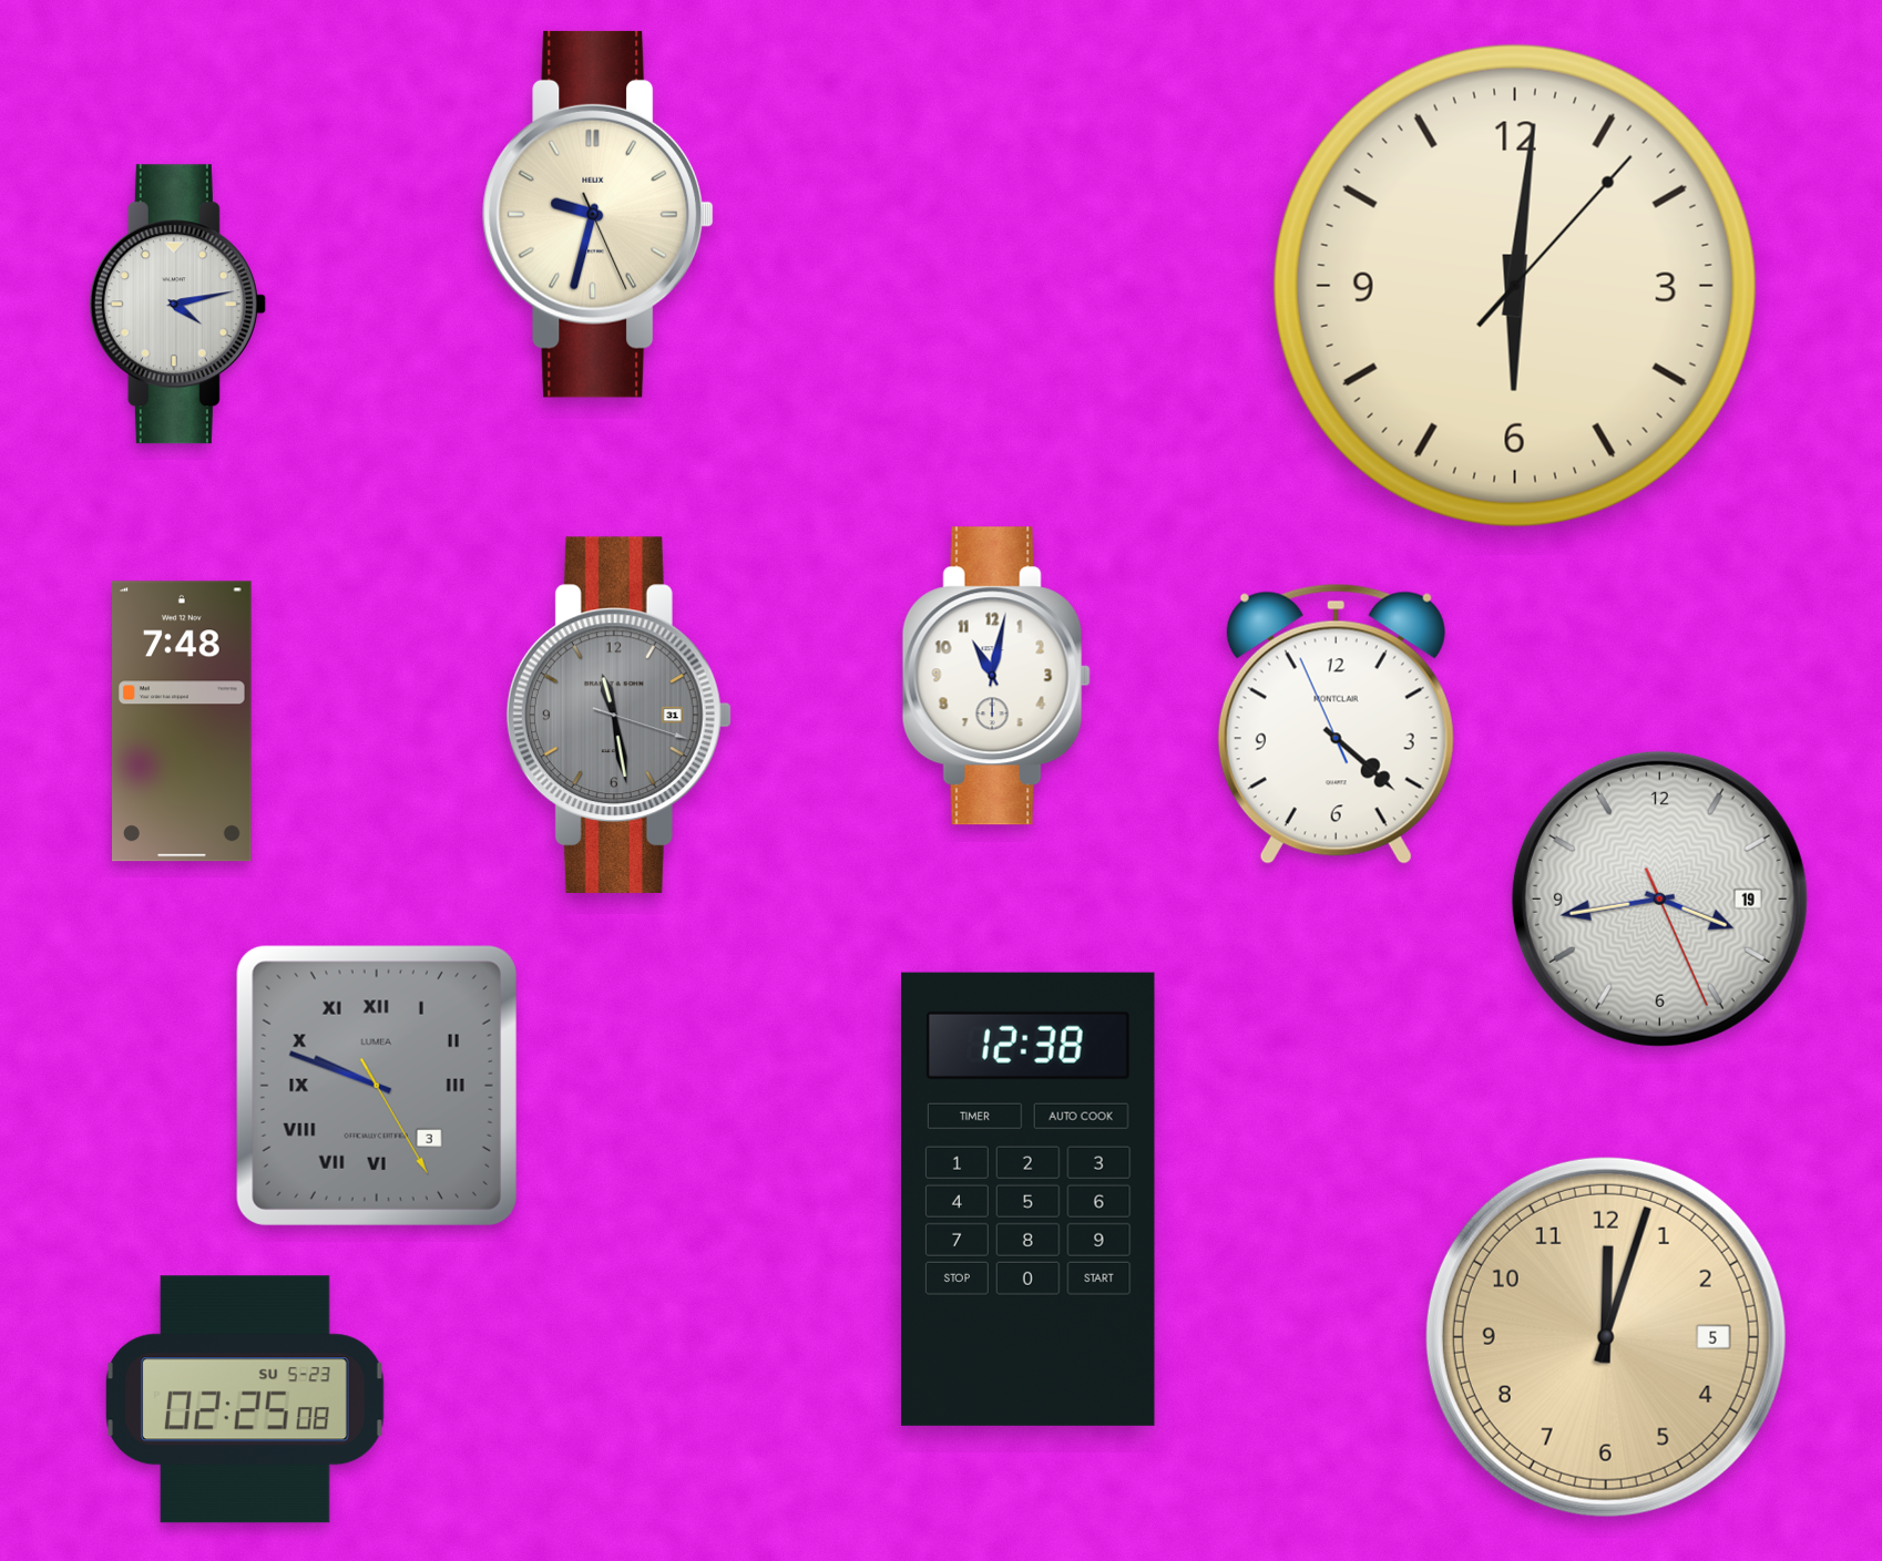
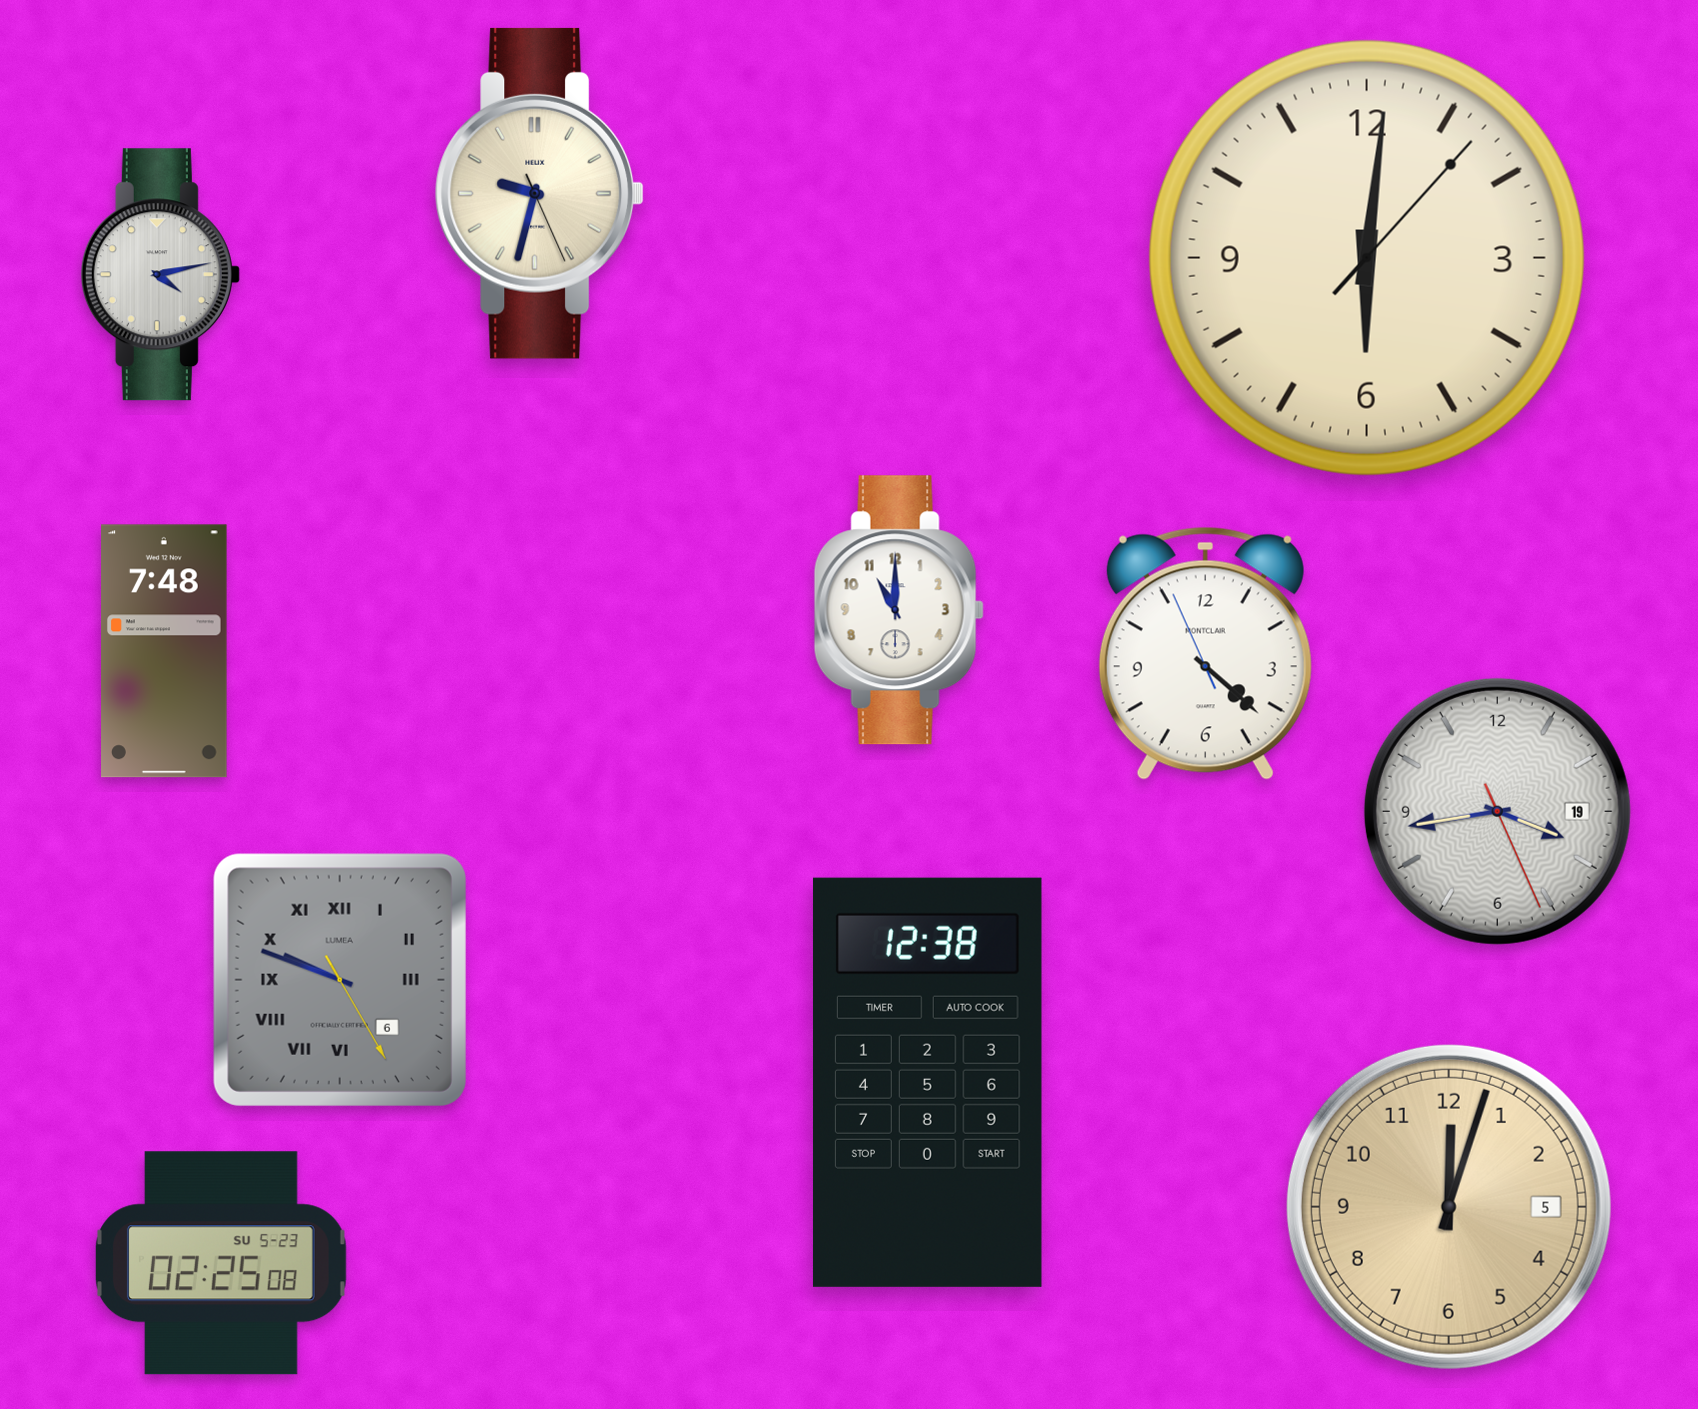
clock at (996, 676): 11:02 -> 11:00
clock at (618, 715): 11:28 -> none
clock at (377, 1086) date: 3 -> 6
